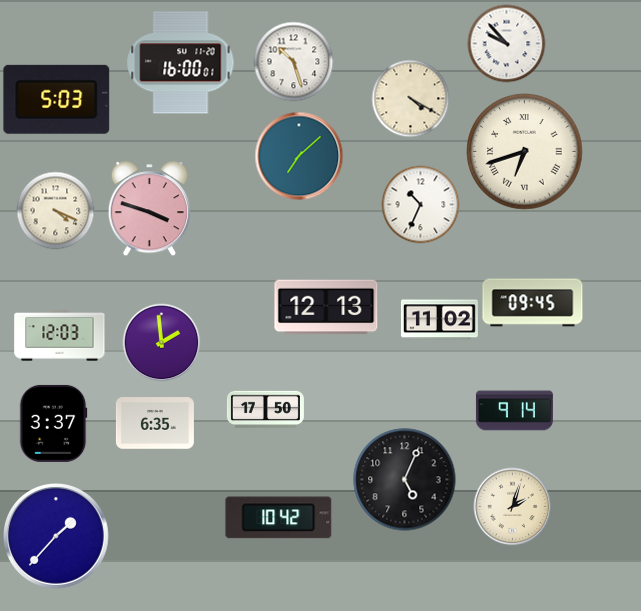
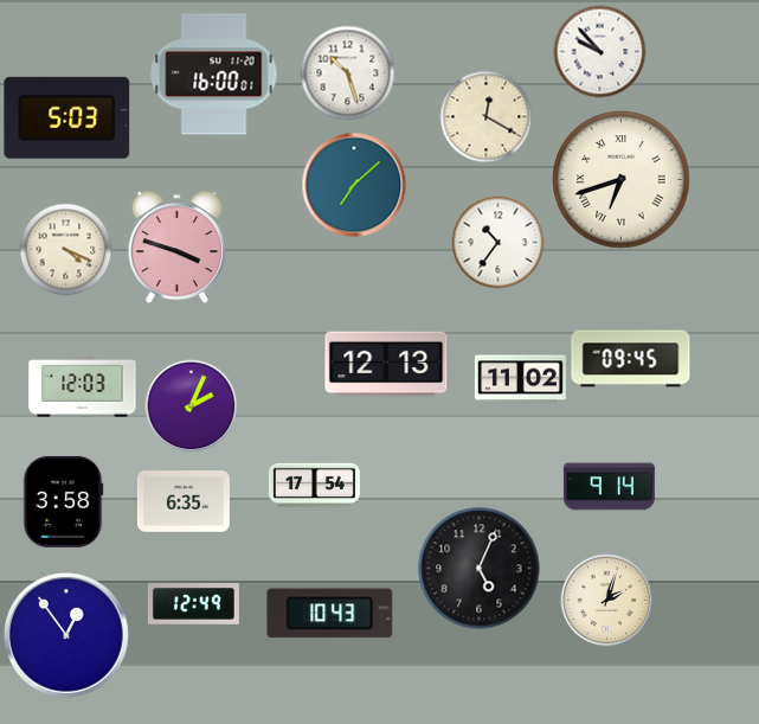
clock at (410, 98): 4:20 -> 12:20
clock at (420, 204): 10:34 -> 10:36
clock at (60, 336) position: (60, 336) -> (83, 387)
clock at (161, 342): 1:59 -> 2:04
clock at (265, 410): 17:50 -> 17:54
clock at (53, 423): 3:37 -> 3:58
clock at (193, 604): none -> 12:49
clock at (279, 518): 10:42 -> 10:43
clock at (57, 537): 1:37 -> 12:54
